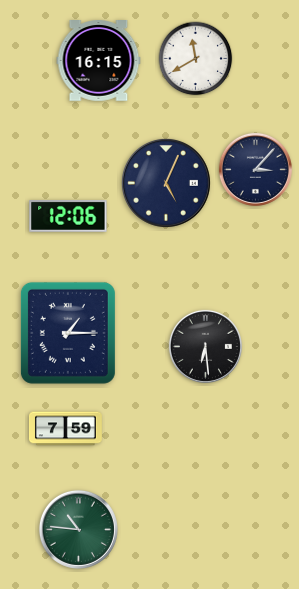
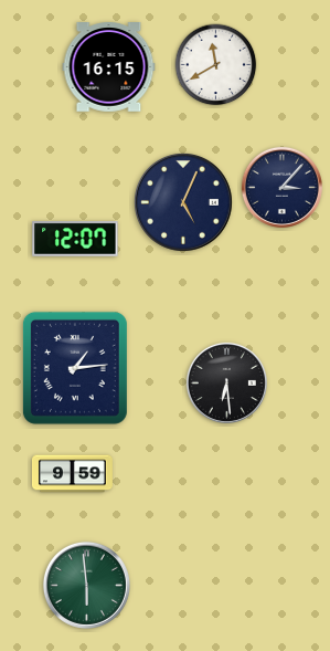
clock at (68, 217): 12:06 -> 12:07
clock at (68, 333): 1:15 -> 1:14
clock at (66, 429): 7:59 -> 9:59
clock at (78, 529): 10:46 -> 5:59
